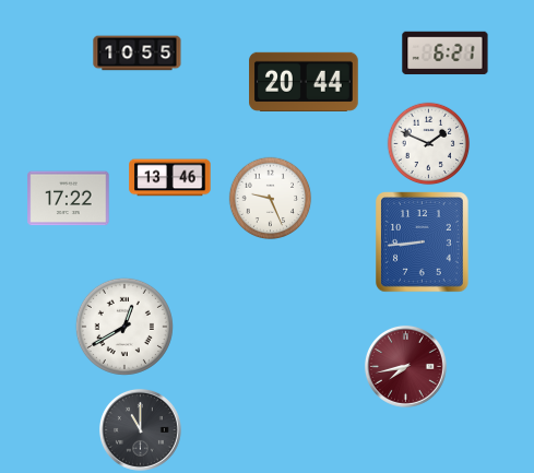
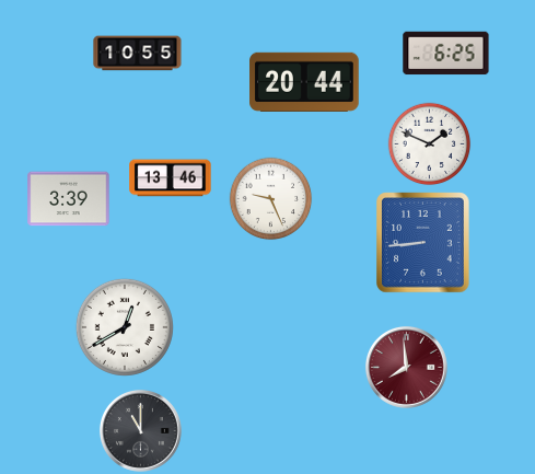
clock at (446, 54): 6:21 -> 6:25
clock at (69, 199): 17:22 -> 3:39
clock at (405, 366): 7:43 -> 7:59
